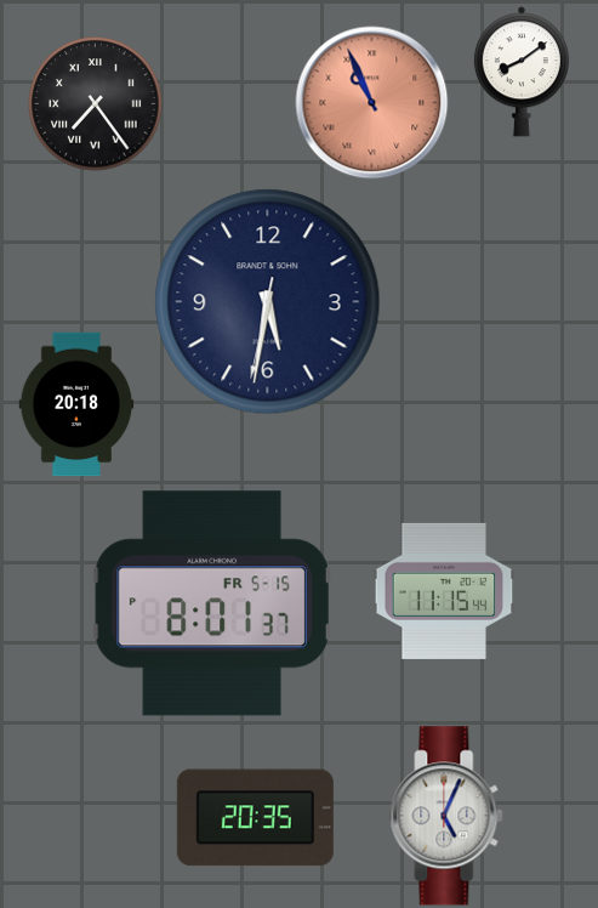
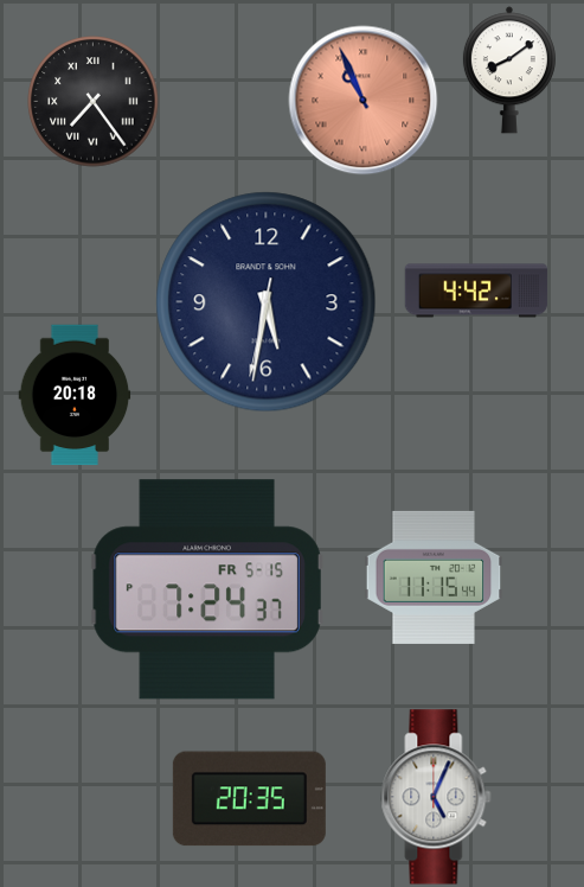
clock at (476, 291): none -> 4:42
clock at (268, 302) position: (268, 302) -> (267, 302)
clock at (212, 603): 8:01 -> 7:24
